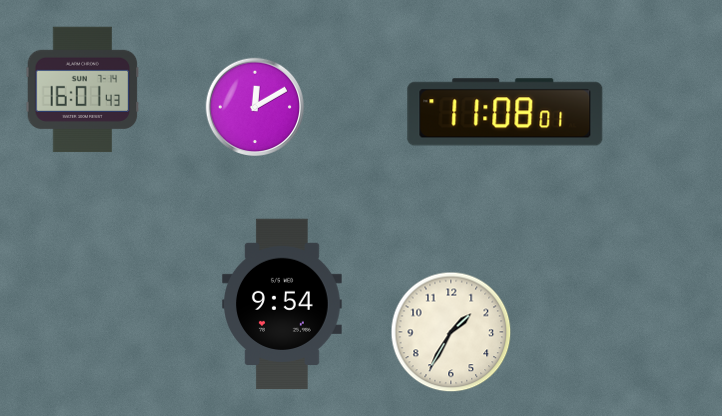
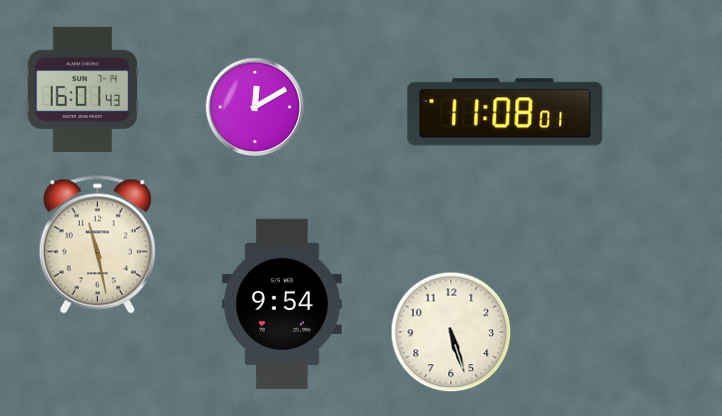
clock at (97, 245): none -> 11:28
clock at (451, 332): 1:35 -> 5:27
